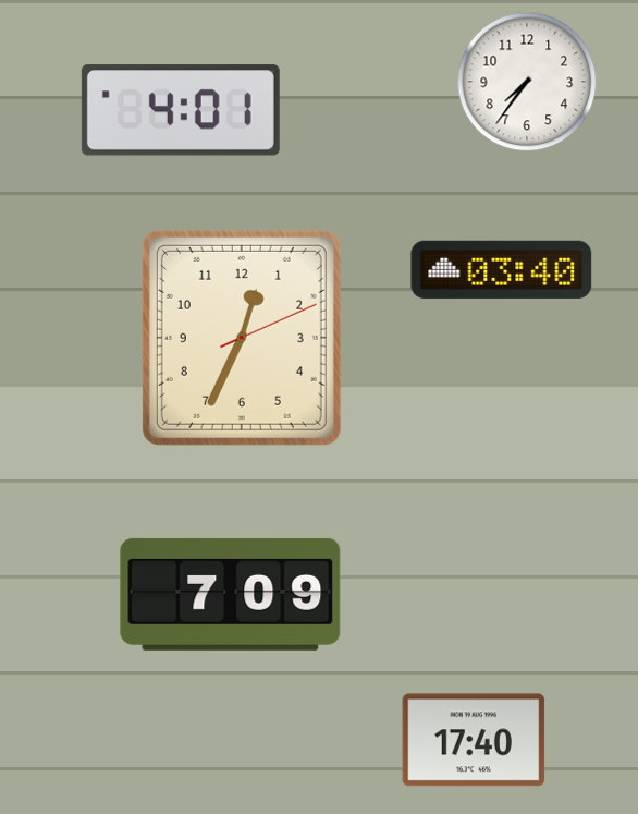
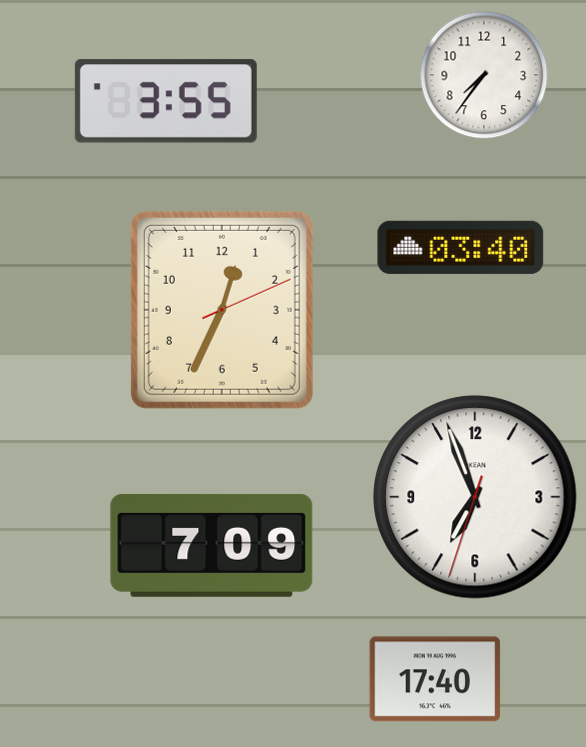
clock at (181, 110): 4:01 -> 3:55
clock at (475, 497): none -> 6:56
